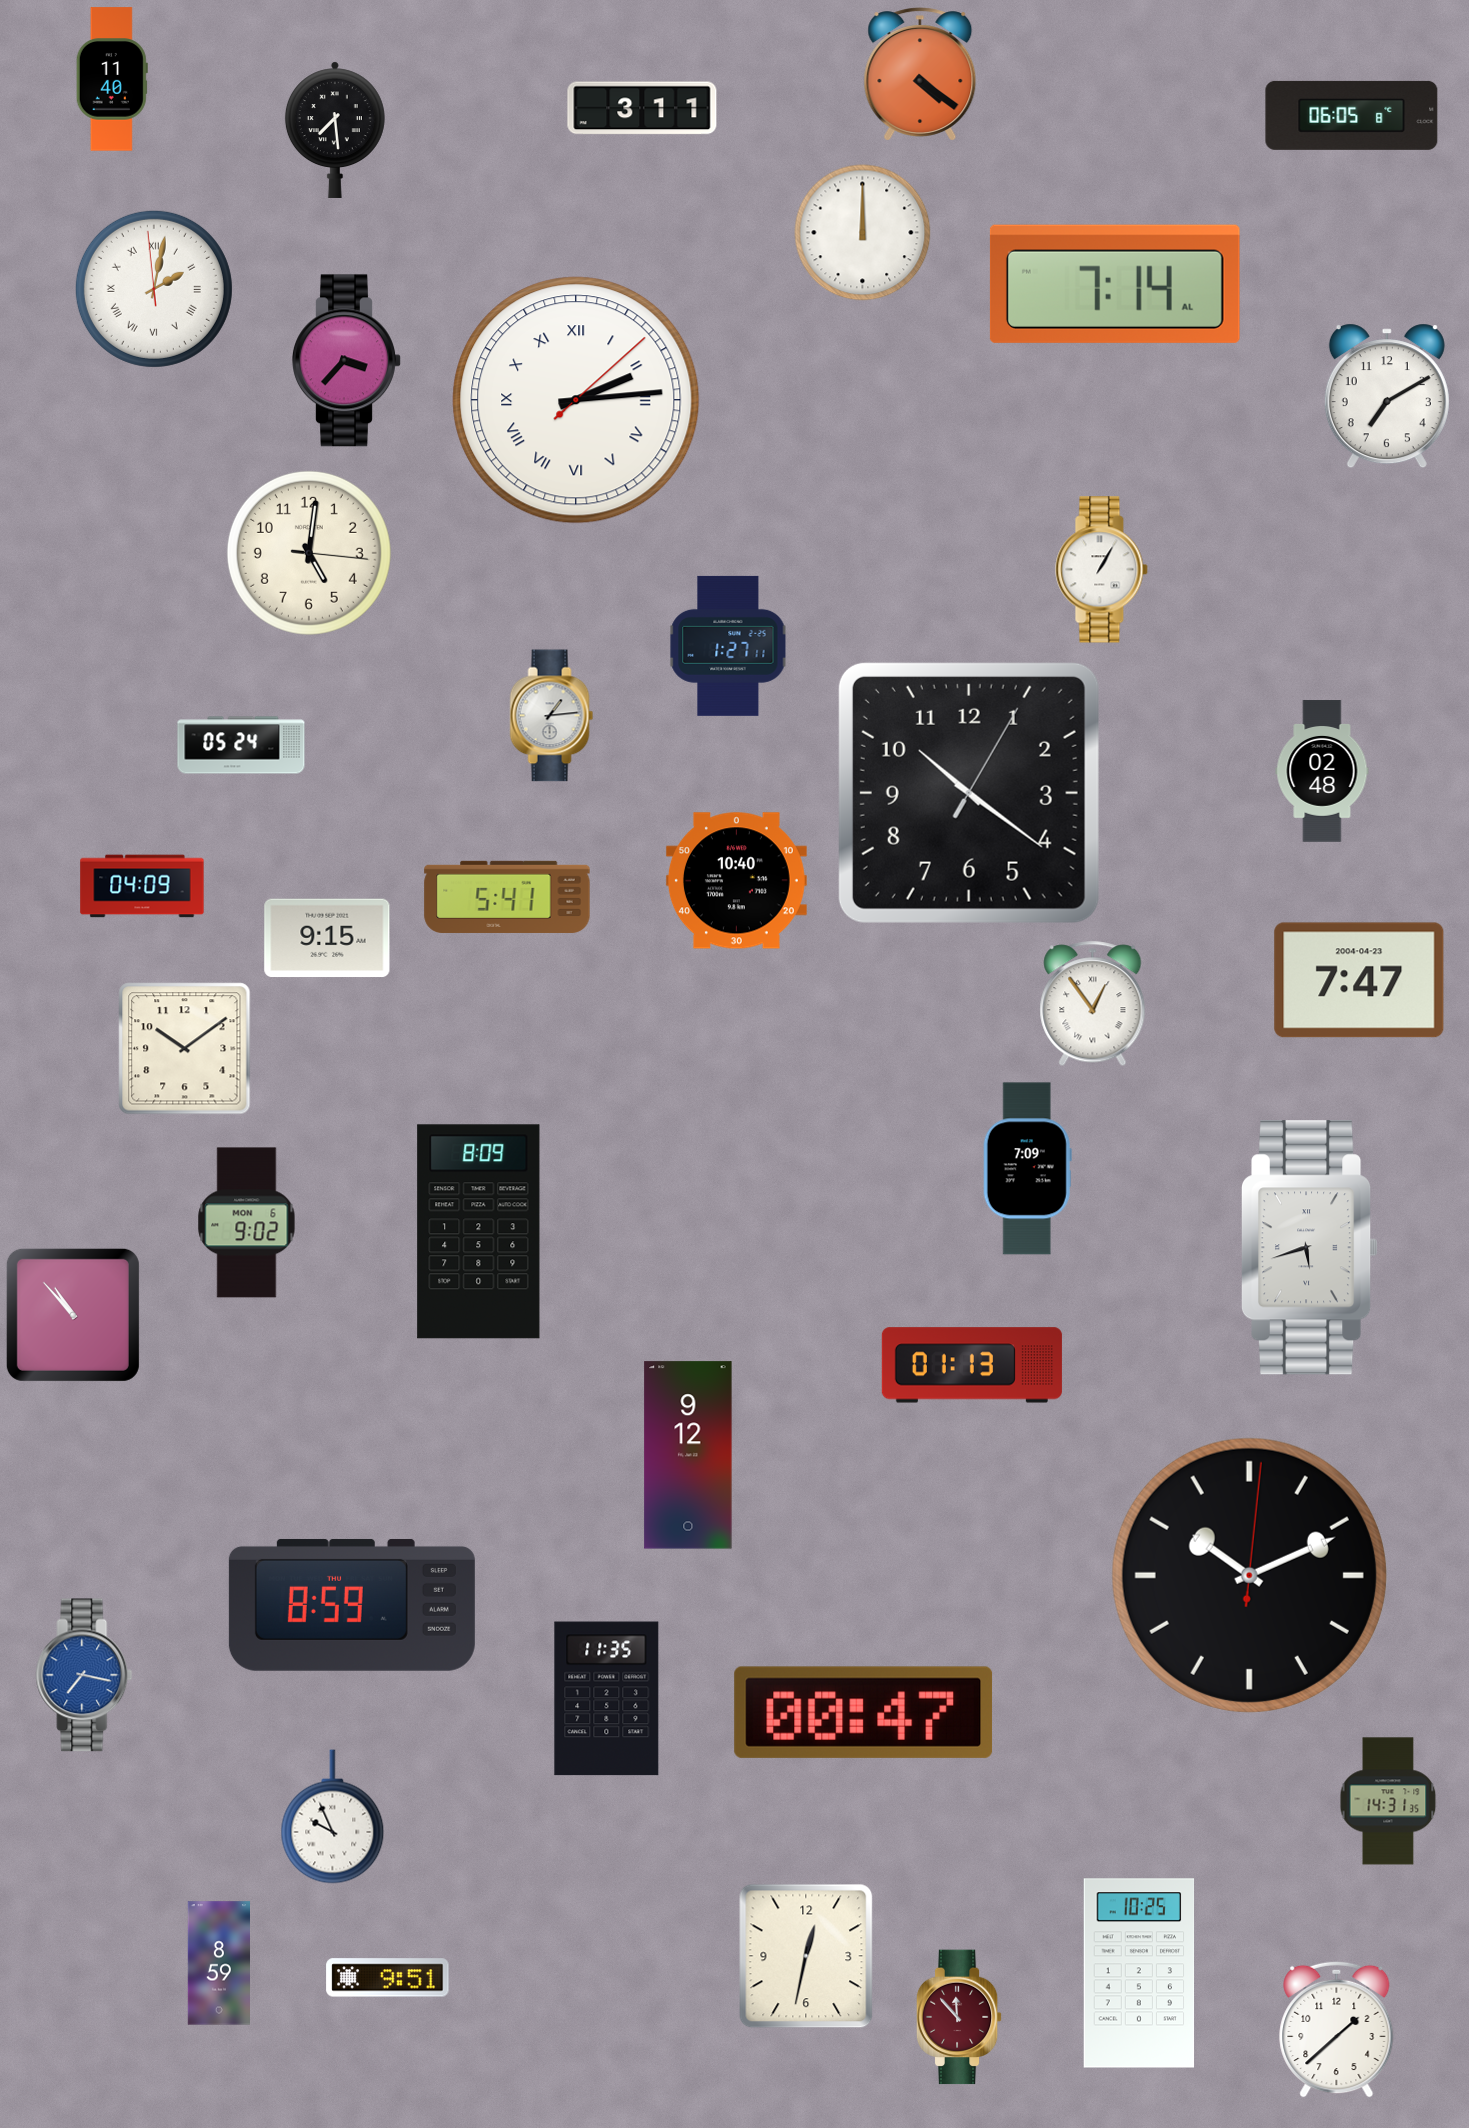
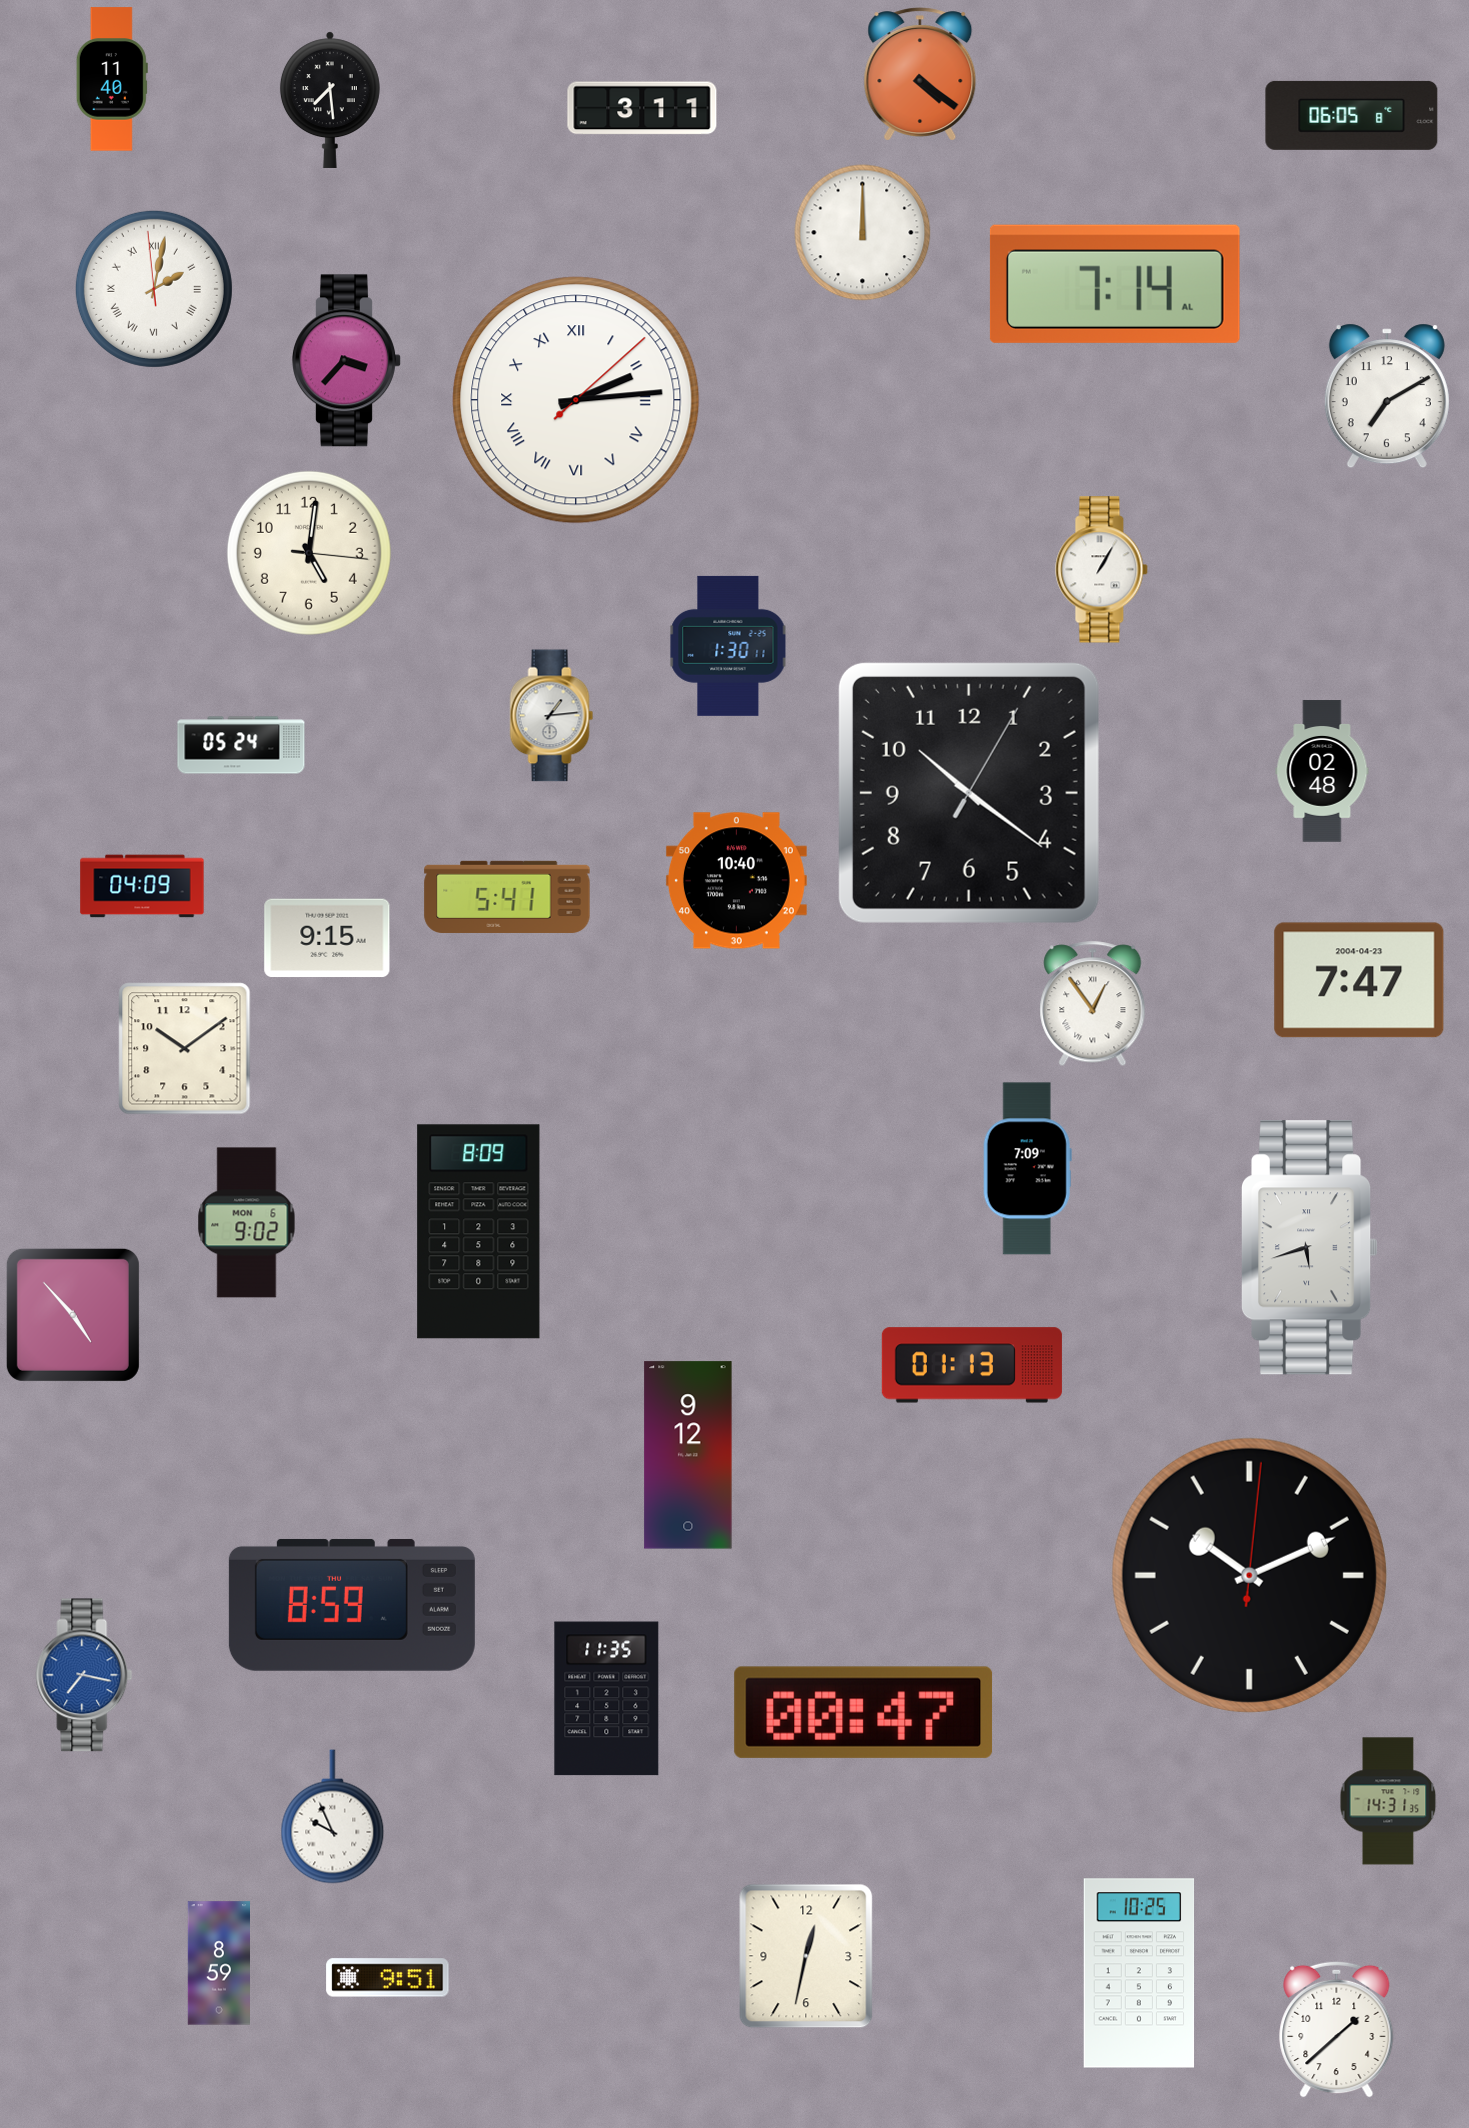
clock at (335, 130) position: (335, 130) -> (330, 100)
clock at (728, 646): 1:27 -> 1:30
clock at (73, 1315): 10:53 -> 4:53
clock at (959, 2017): 11:53 -> none
